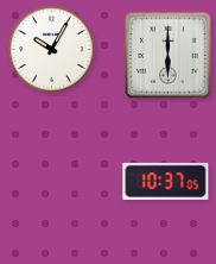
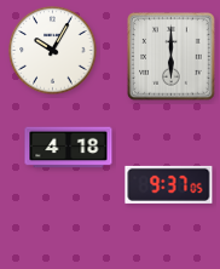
clock at (69, 148): none -> 4:18
clock at (166, 181): 10:37 -> 9:37
